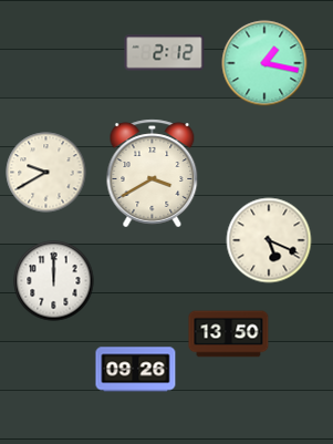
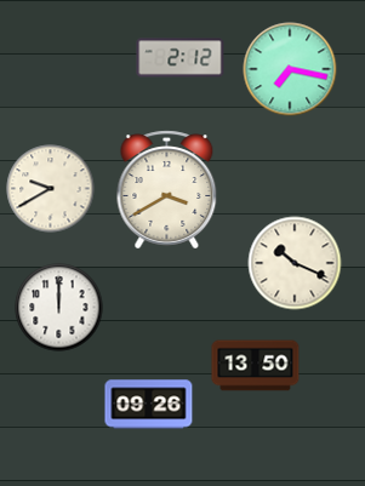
clock at (264, 63): 1:17 -> 7:17
clock at (269, 240): 5:19 -> 10:19
clock at (229, 334) position: (229, 334) -> (256, 366)
